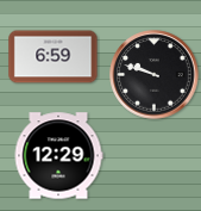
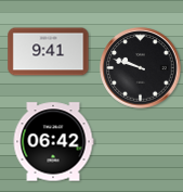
clock at (54, 57): 6:59 -> 9:41
clock at (58, 156): 12:29 -> 06:42
